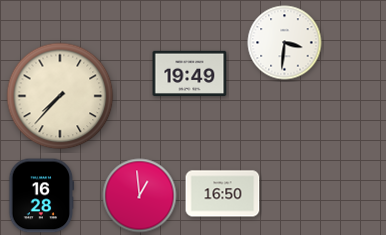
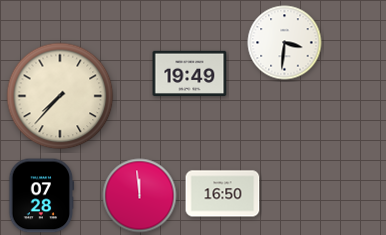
clock at (42, 196): 16:28 -> 07:28
clock at (140, 196): 12:59 -> 11:59
